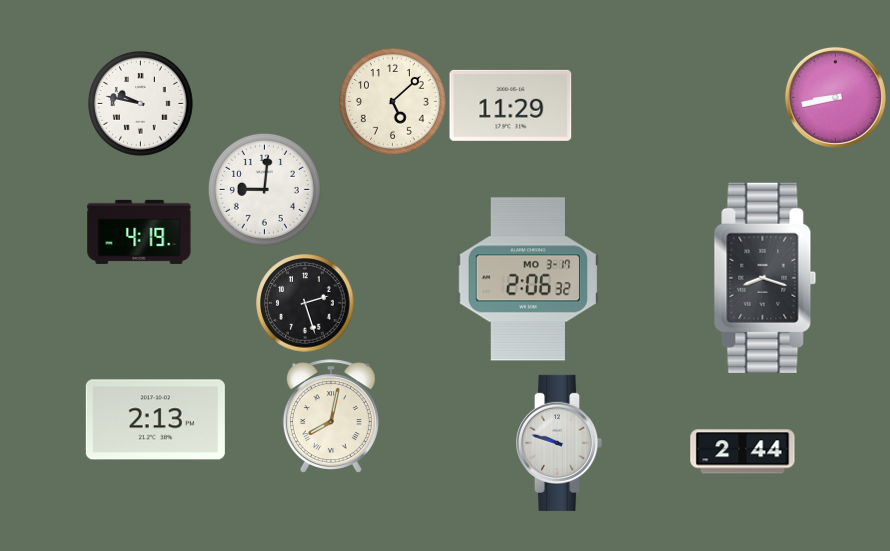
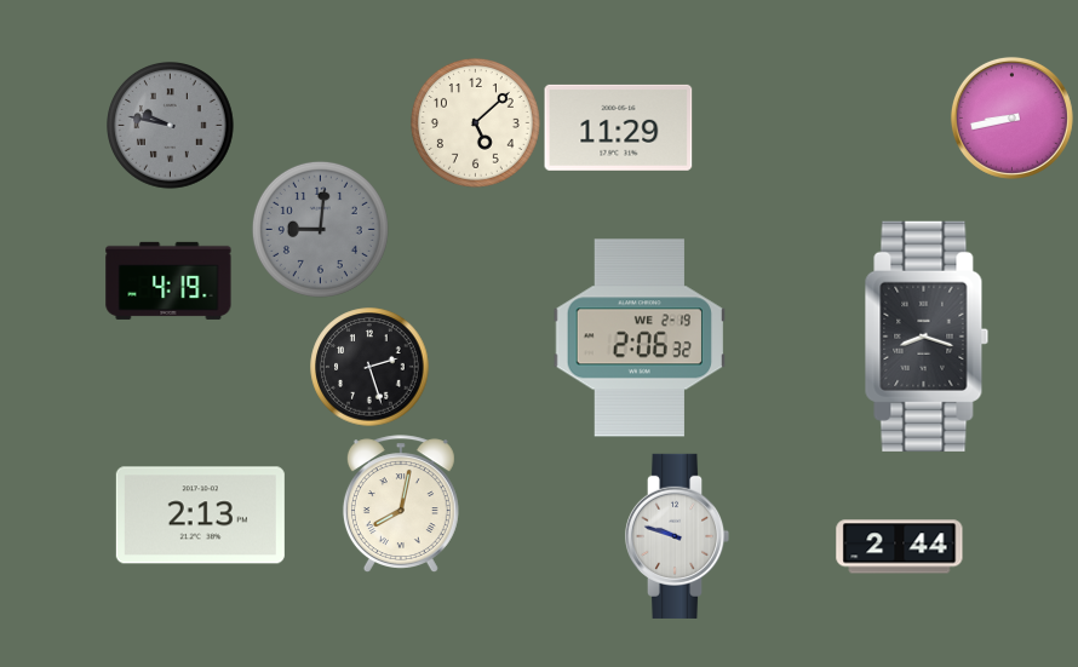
clock at (141, 104) dial: white -> grey
clock at (264, 189) dial: white -> grey
clock at (528, 279) date: MO 3-17 -> WE 2-19
clock at (155, 420) position: (155, 420) -> (200, 516)
